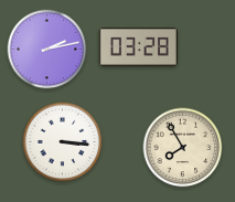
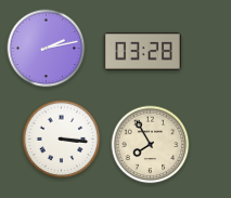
clock at (138, 46) position: (138, 46) -> (142, 51)
clock at (183, 148) position: (183, 148) -> (151, 145)
